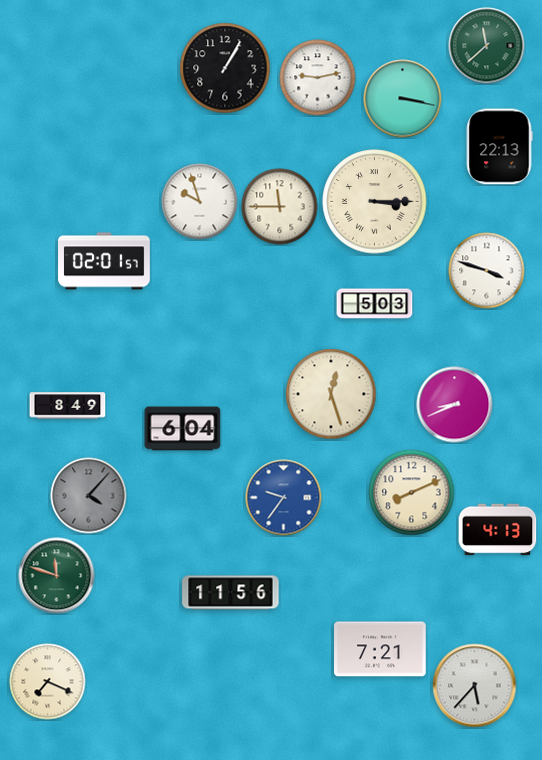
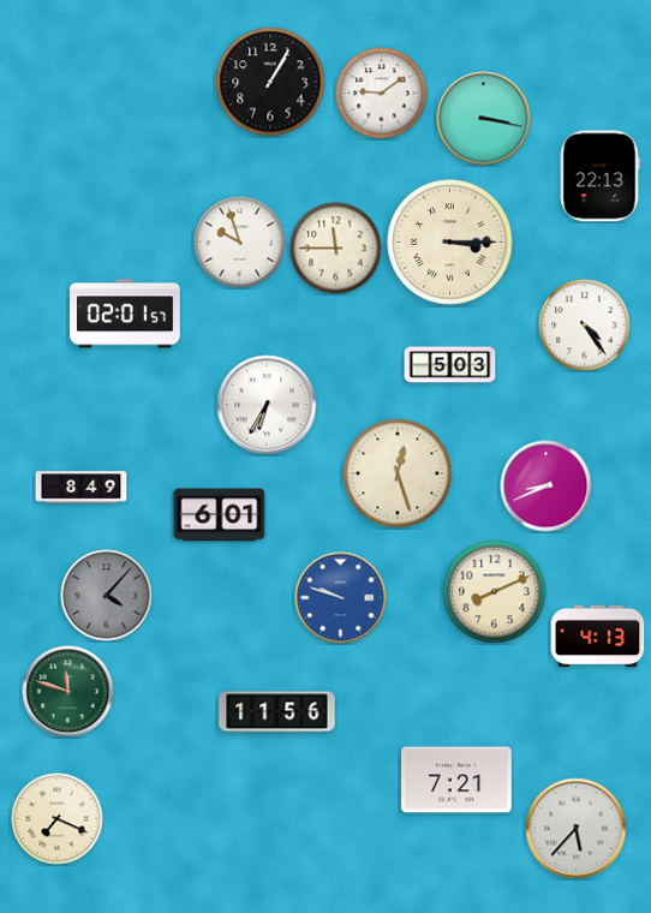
clock at (487, 46): 11:38 -> none
clock at (318, 78): 9:13 -> 9:09
clock at (487, 271): 3:48 -> 4:24
clock at (267, 405): none -> 6:35
clock at (183, 429): 6:04 -> 6:01
clock at (284, 498): 9:36 -> 9:48
clock at (475, 686) position: (475, 686) -> (577, 829)
